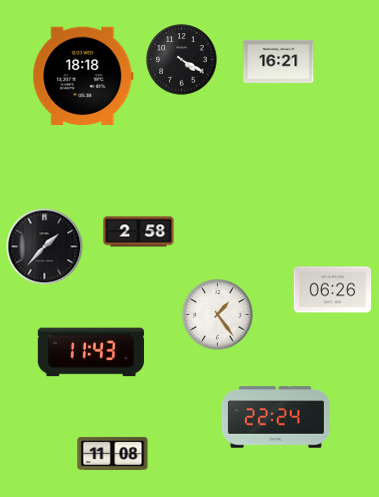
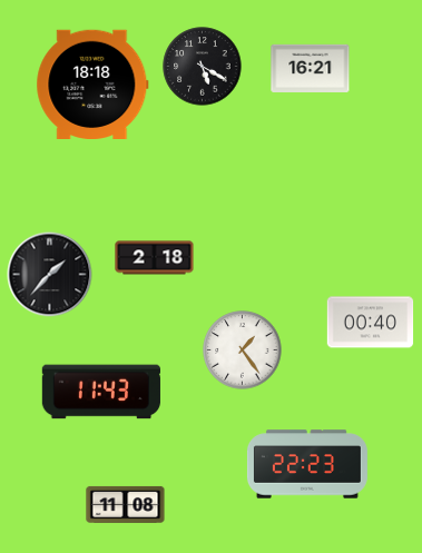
clock at (182, 60): 4:20 -> 5:20
clock at (139, 232): 2:58 -> 2:18
clock at (333, 290): 06:26 -> 00:40
clock at (276, 417): 22:24 -> 22:23
